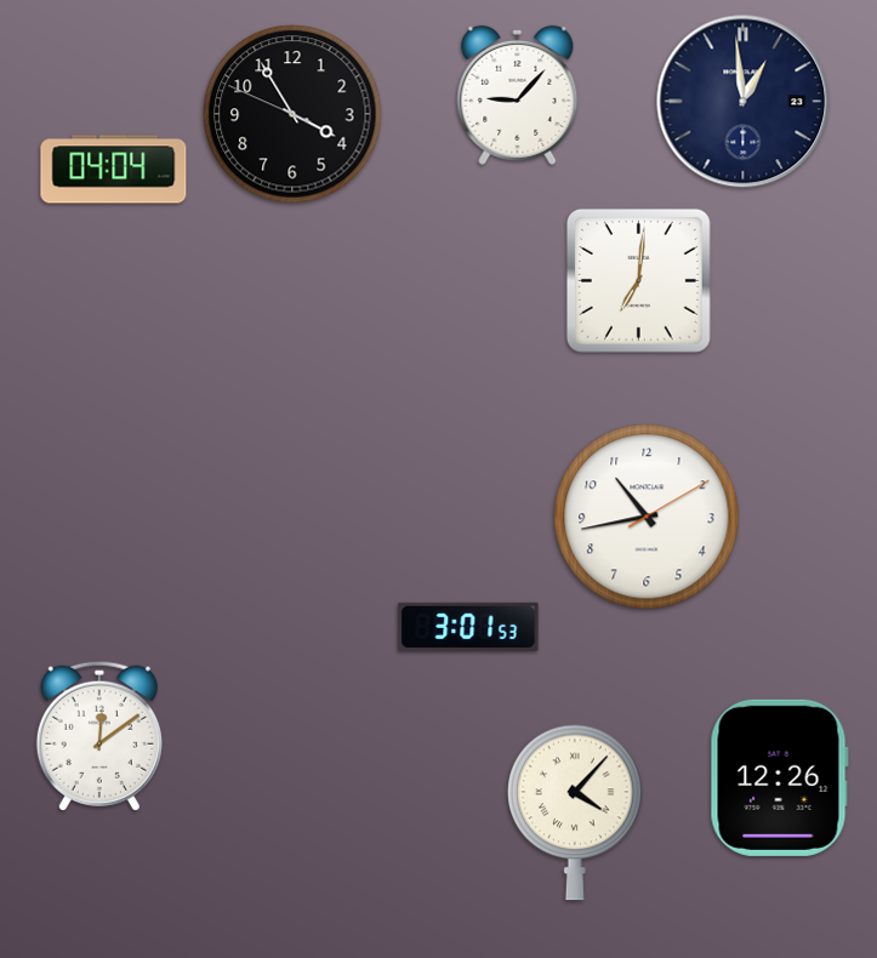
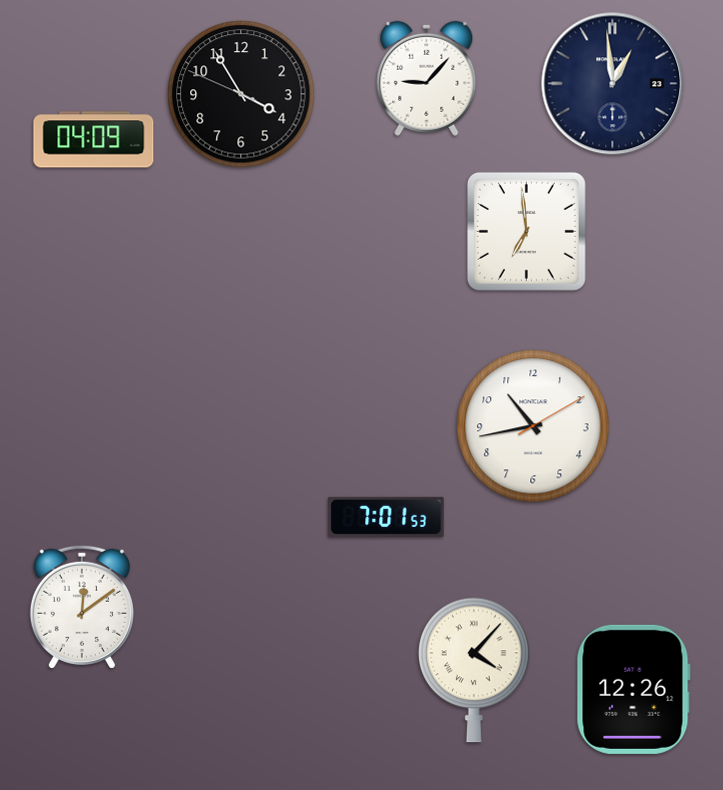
clock at (114, 170): 04:04 -> 04:09
clock at (638, 280): 7:01 -> 6:59
clock at (468, 627): 3:01 -> 7:01
clock at (779, 777) position: (779, 777) -> (633, 689)
